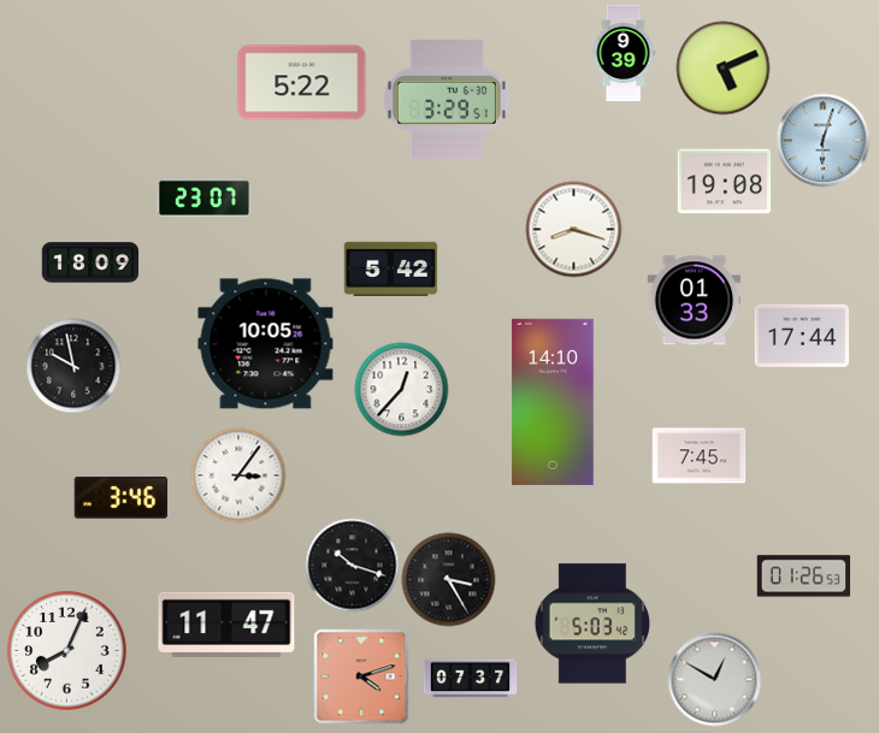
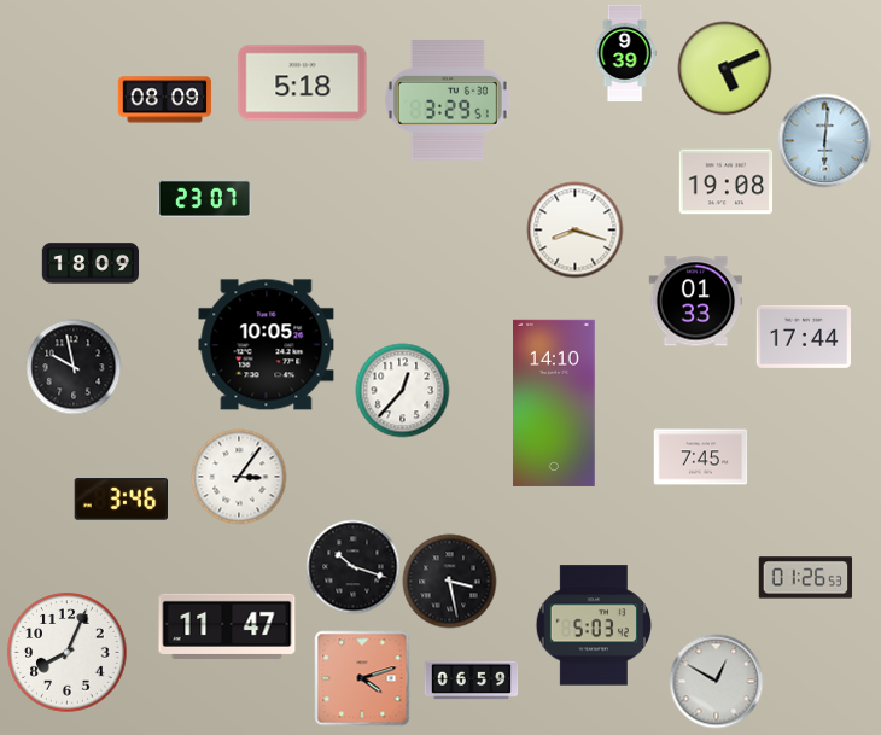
clock at (302, 83): 5:22 -> 5:18
clock at (164, 100): none -> 08:09
clock at (822, 140): 6:03 -> 6:01
clock at (390, 268): 5:42 -> none
clock at (448, 579): 3:25 -> 3:28
clock at (470, 679): 07:37 -> 06:59
